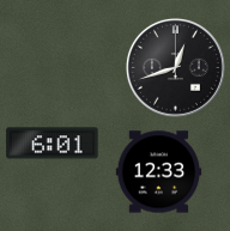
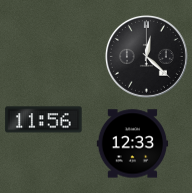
clock at (175, 67): 12:42 -> 12:22
clock at (53, 144): 6:01 -> 11:56
